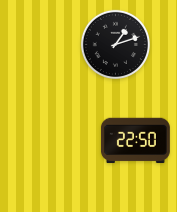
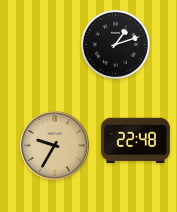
clock at (135, 141): 22:50 -> 22:48
clock at (55, 146): none -> 9:35
